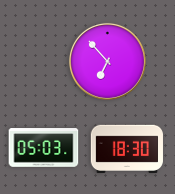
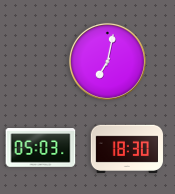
clock at (107, 61): 6:53 -> 7:02
clock at (44, 148) position: (44, 148) -> (41, 148)
